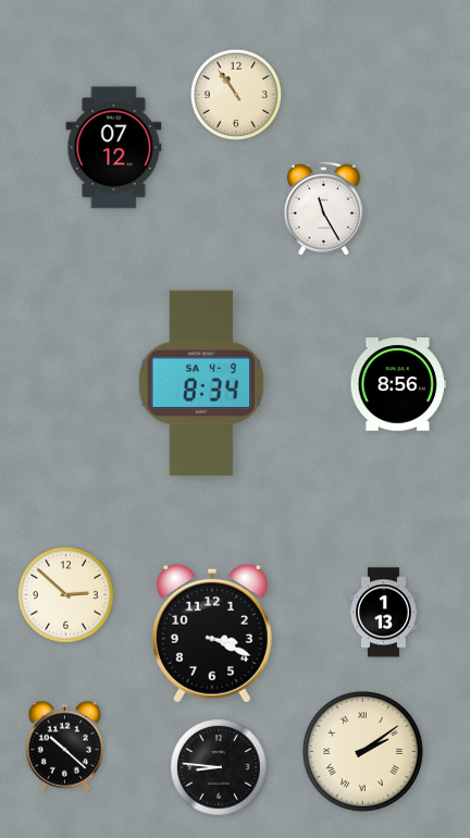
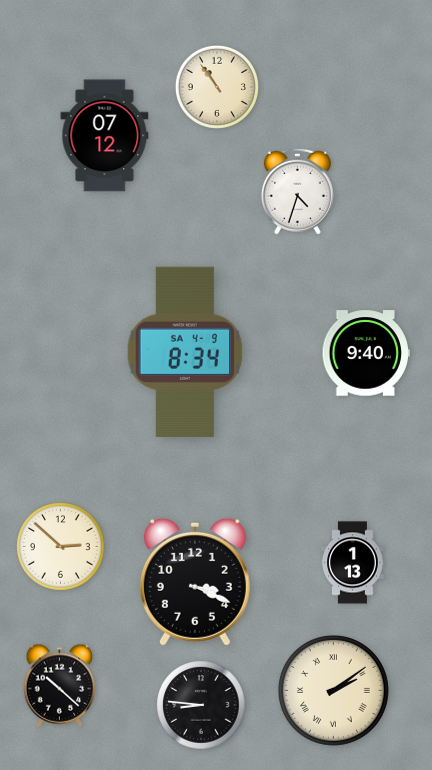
clock at (323, 208): 11:25 -> 4:33
clock at (398, 384): 8:56 -> 9:40
